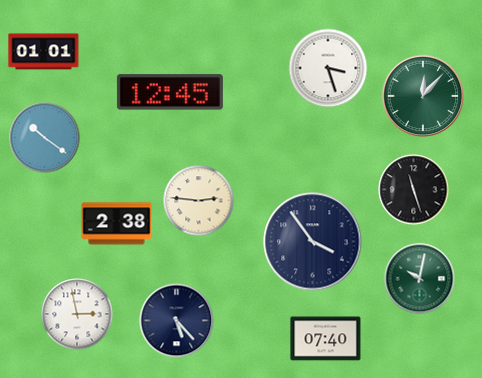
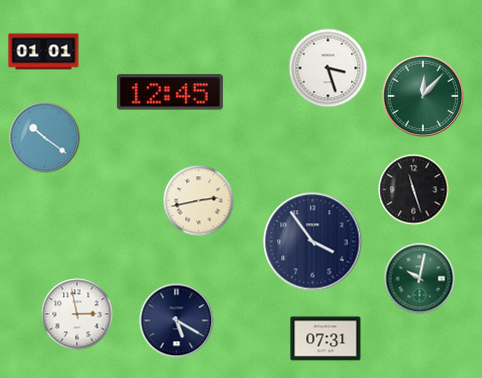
clock at (199, 201): 2:46 -> 2:43
clock at (117, 224): 2:38 -> none
clock at (177, 321): 5:23 -> 5:20
clock at (326, 339): 07:40 -> 07:31
